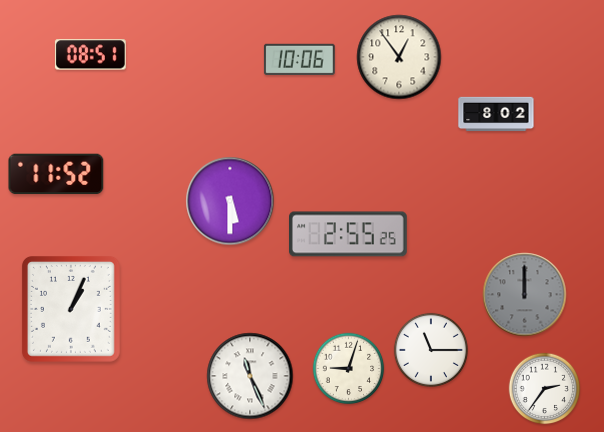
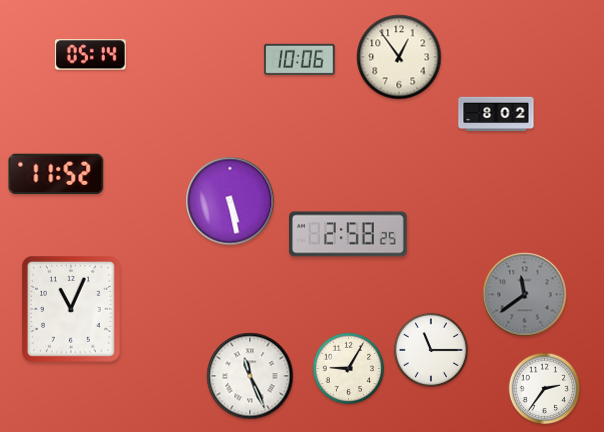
clock at (90, 55): 08:51 -> 05:14
clock at (230, 201): 5:30 -> 5:28
clock at (349, 234): 2:55 -> 2:58
clock at (525, 295): 12:00 -> 11:39
clock at (71, 310): 1:04 -> 11:04
clock at (349, 369): 9:03 -> 9:05
